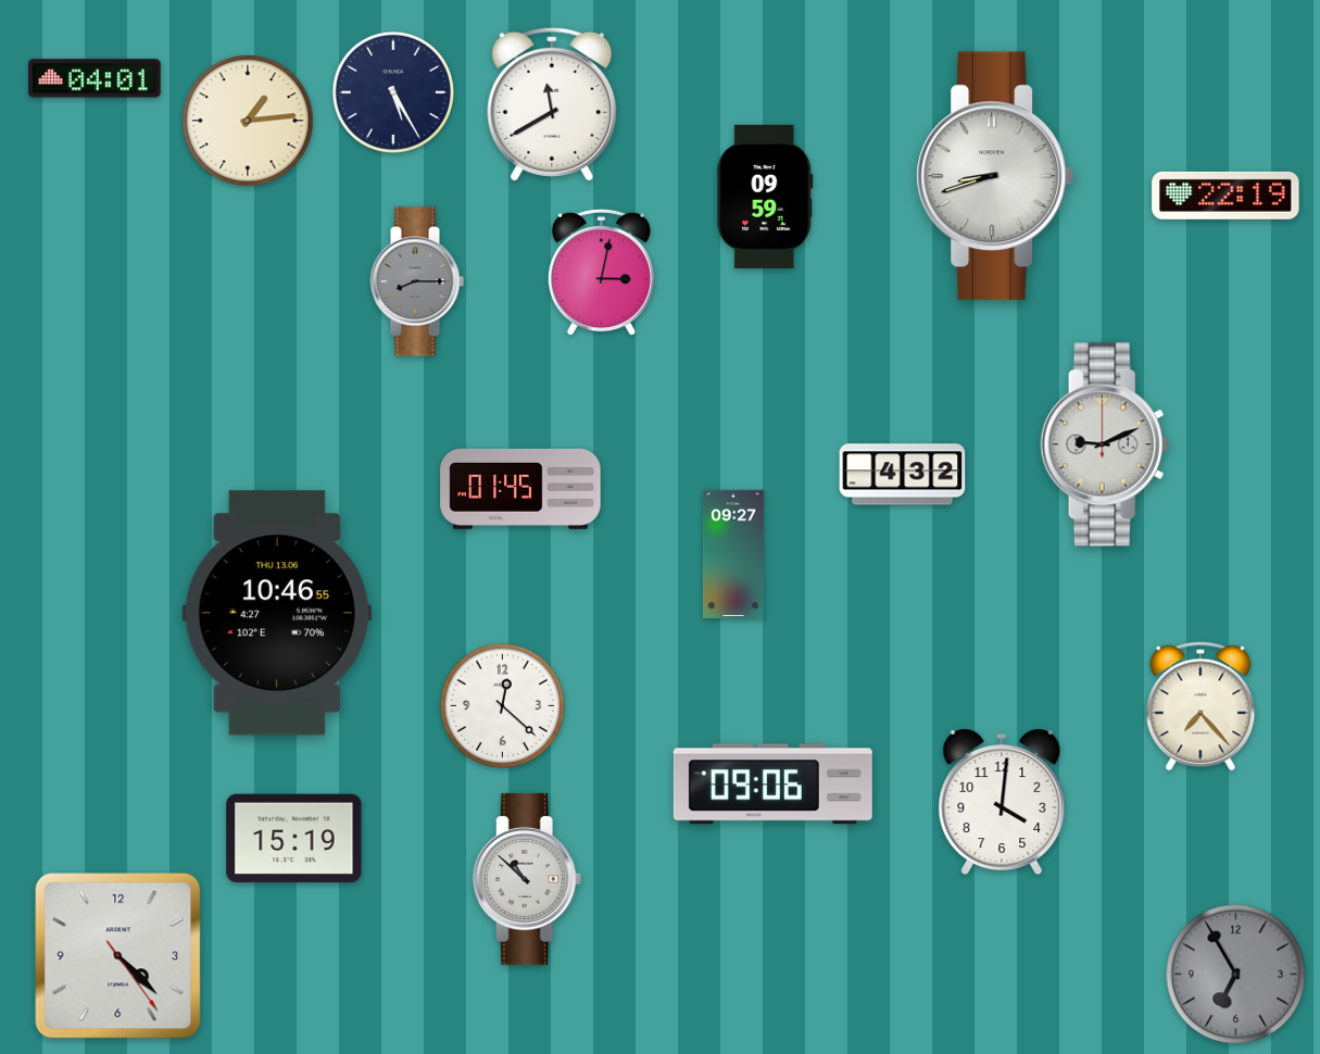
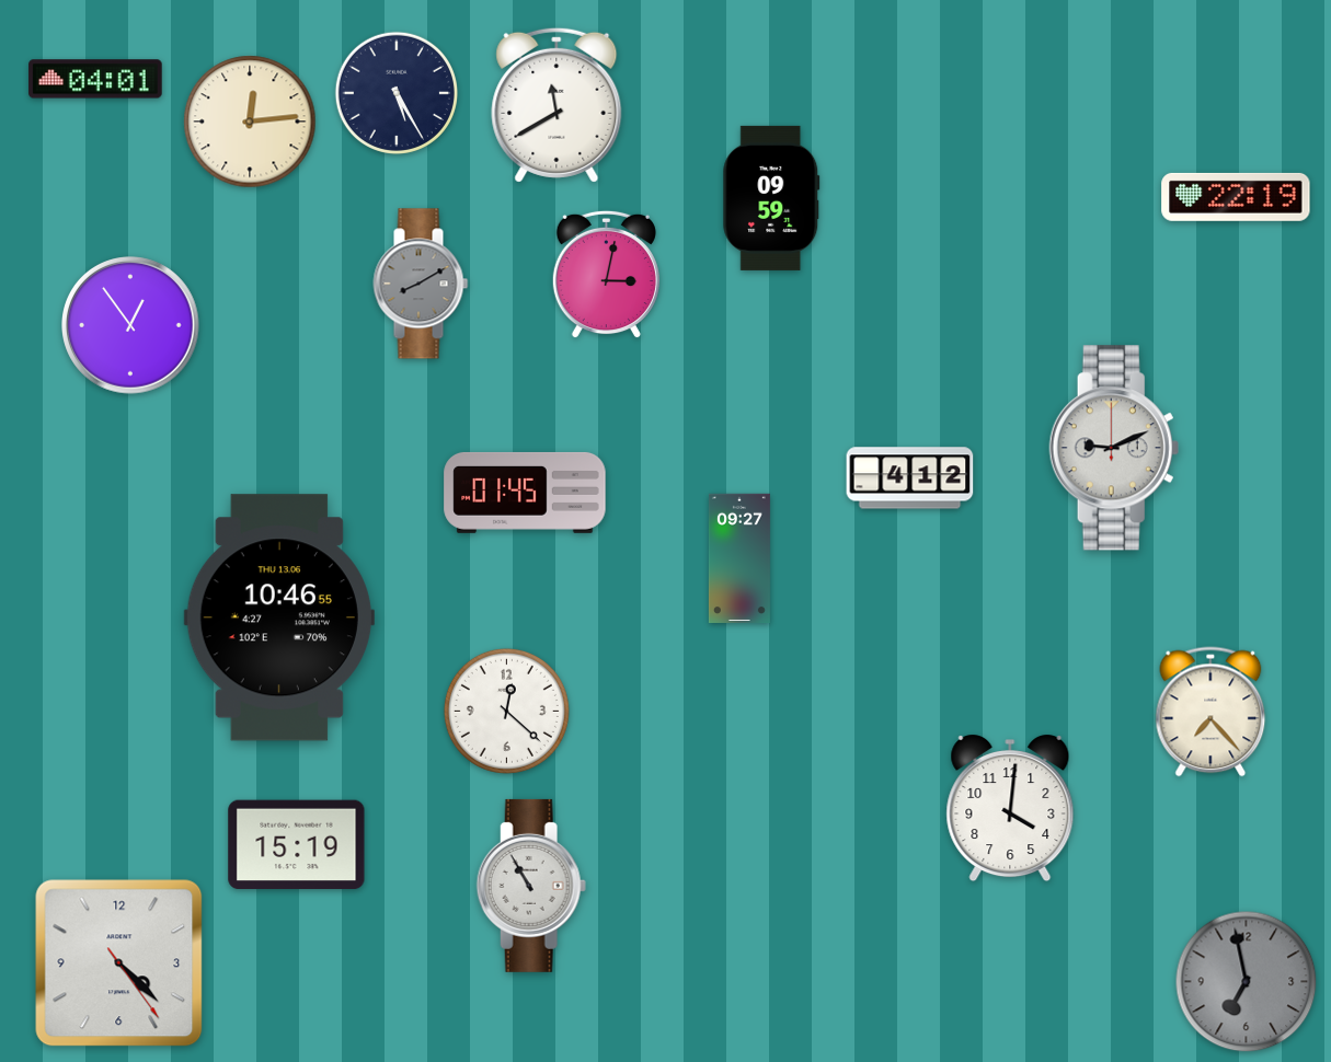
clock at (248, 121): 1:14 -> 12:14
clock at (995, 176): 8:42 -> none
clock at (417, 281): 8:15 -> 8:10
clock at (131, 326): none -> 12:54
clock at (903, 475): 4:32 -> 4:12
clock at (772, 785): 09:06 -> none
clock at (527, 879): 10:52 -> 10:55
clock at (1236, 975): 6:55 -> 6:58
